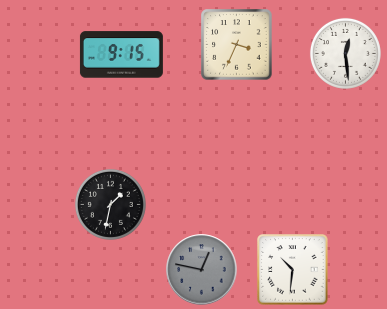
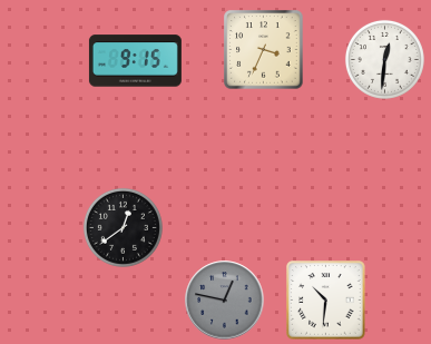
clock at (345, 53): 12:29 -> 12:31
clock at (110, 204): 1:32 -> 12:39
